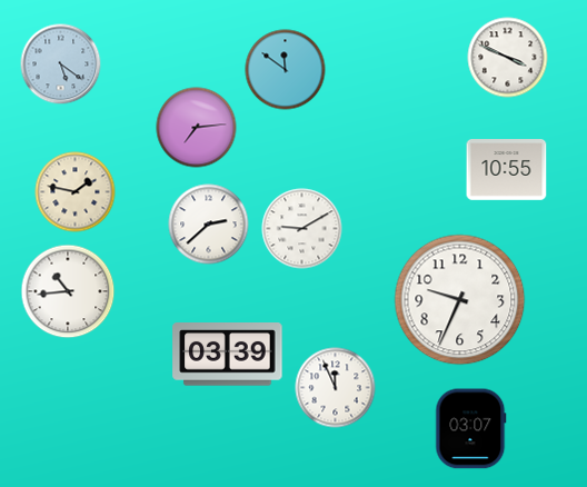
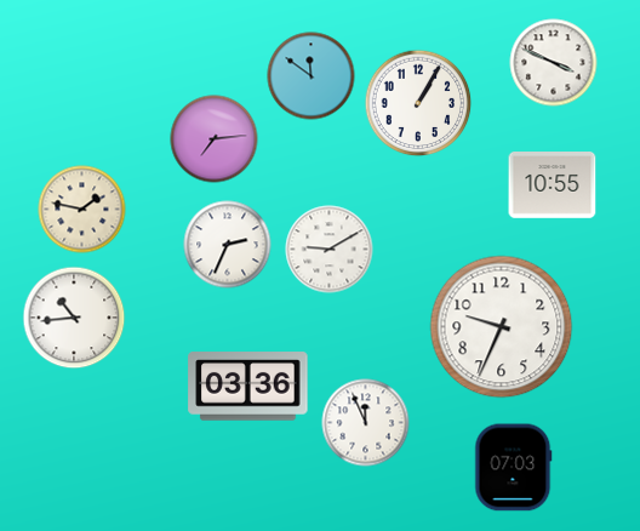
clock at (61, 64): 5:21 -> none
clock at (418, 103): none -> 1:05
clock at (209, 225): 2:38 -> 2:34
clock at (228, 355): 03:39 -> 03:36
clock at (471, 429): 03:07 -> 07:03
